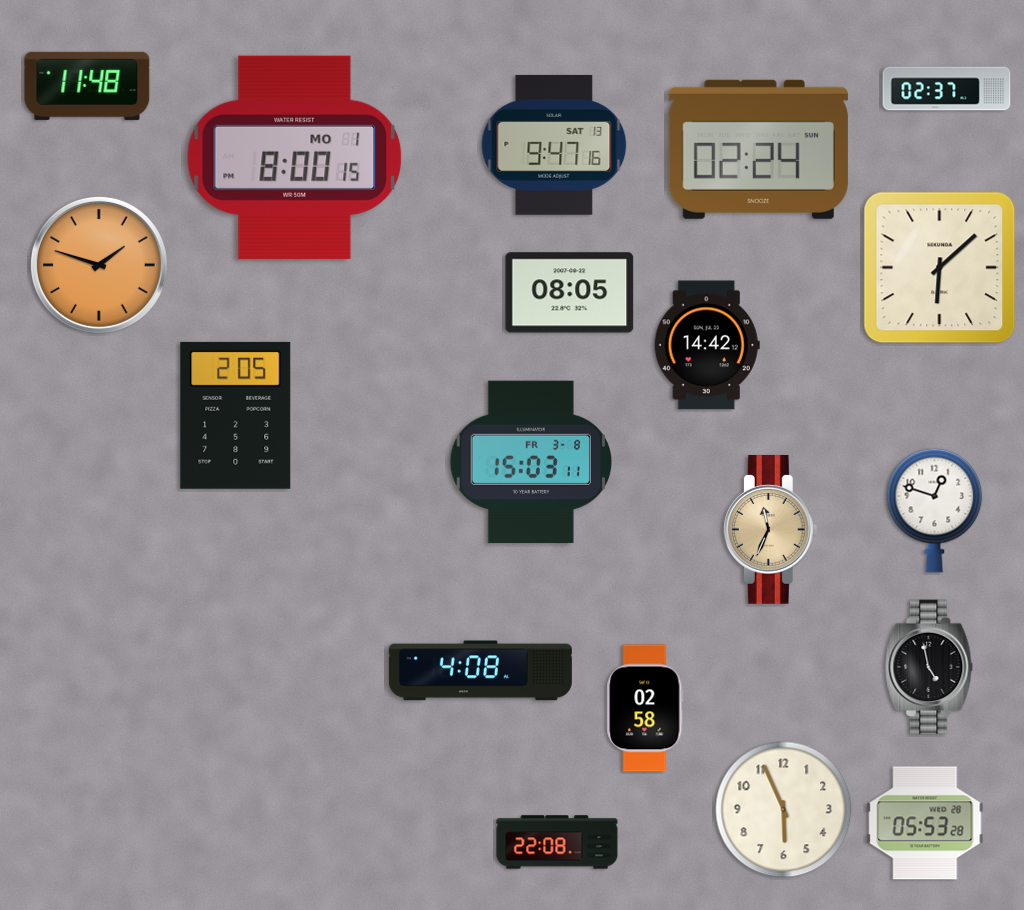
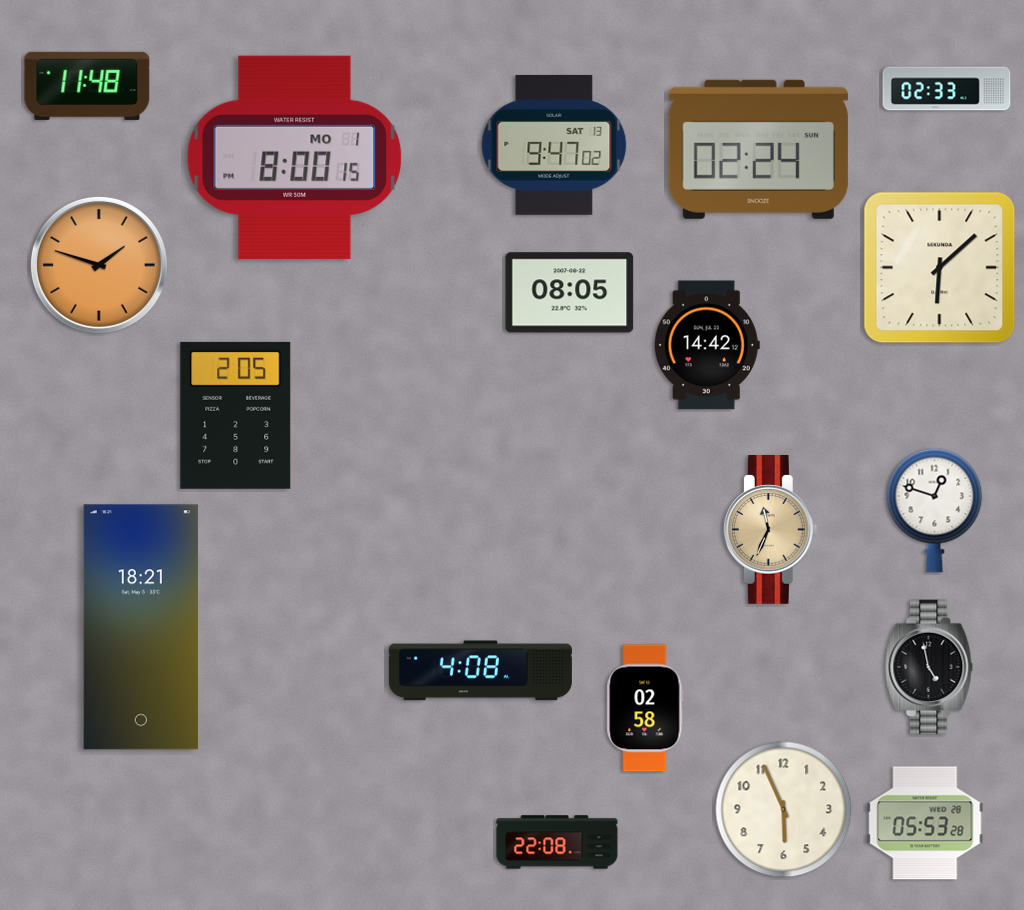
clock at (947, 89): 02:37 -> 02:33
clock at (554, 145): 9:47:16 -> 9:47:02
clock at (530, 461): 15:03 -> none
clock at (141, 627): none -> 18:21
